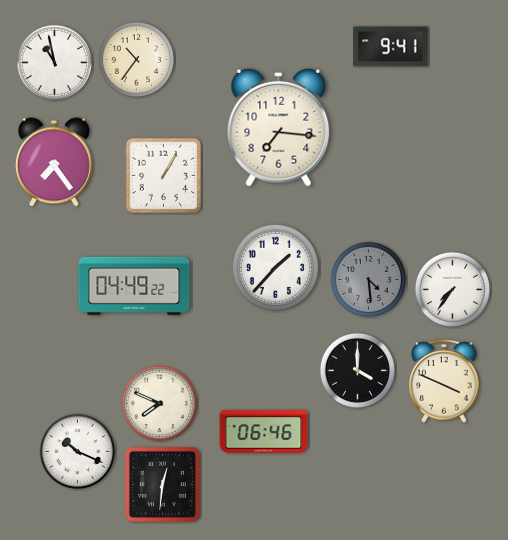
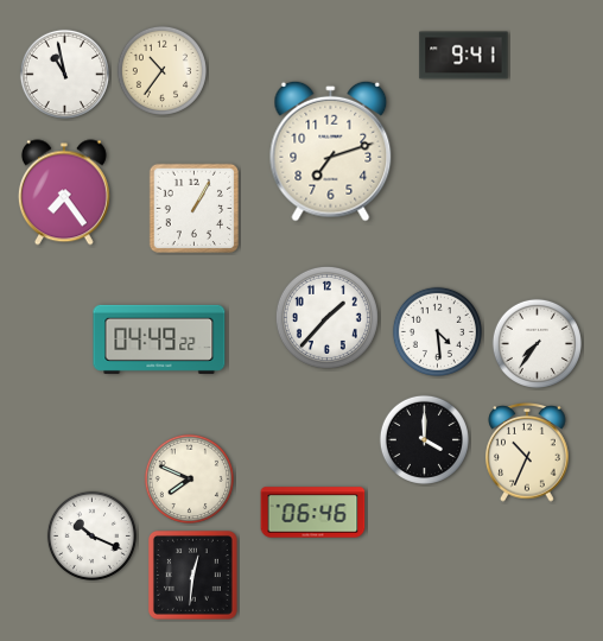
clock at (279, 127): 7:16 -> 7:12
clock at (368, 279) dial: grey -> white
clock at (444, 382): 3:49 -> 10:34
